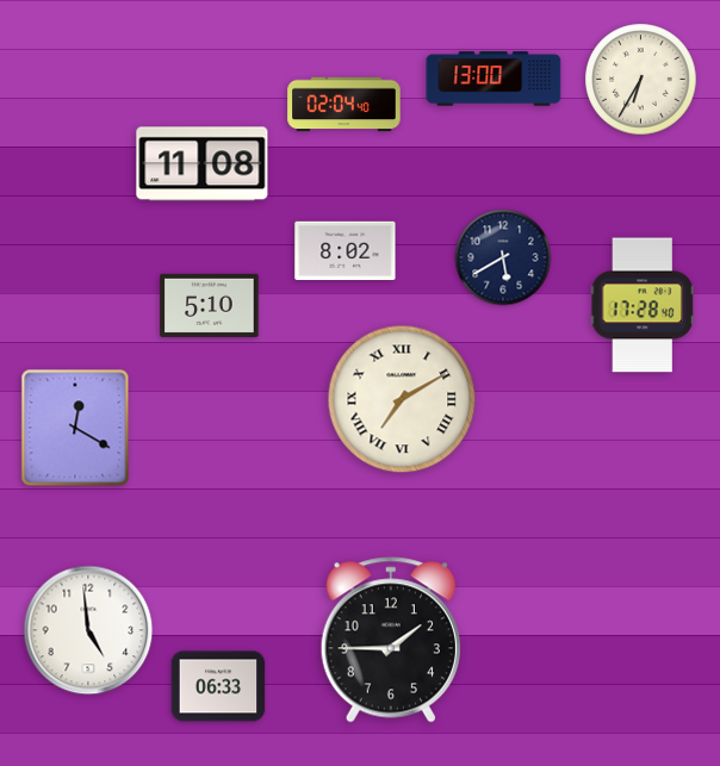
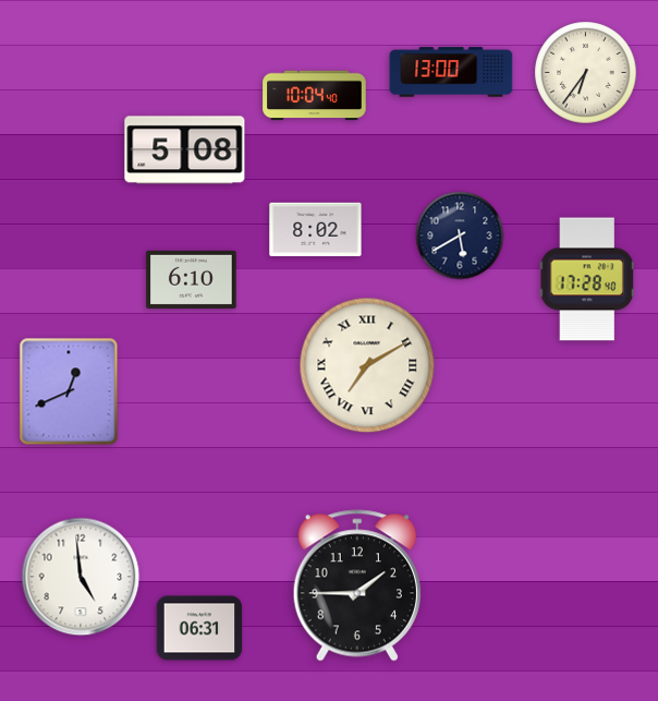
clock at (641, 80): 6:35 -> 6:36
clock at (345, 105): 02:04 -> 10:04
clock at (203, 164): 11:08 -> 5:08
clock at (210, 305): 5:10 -> 6:10
clock at (75, 428): 12:20 -> 12:41
clock at (218, 686): 06:33 -> 06:31
